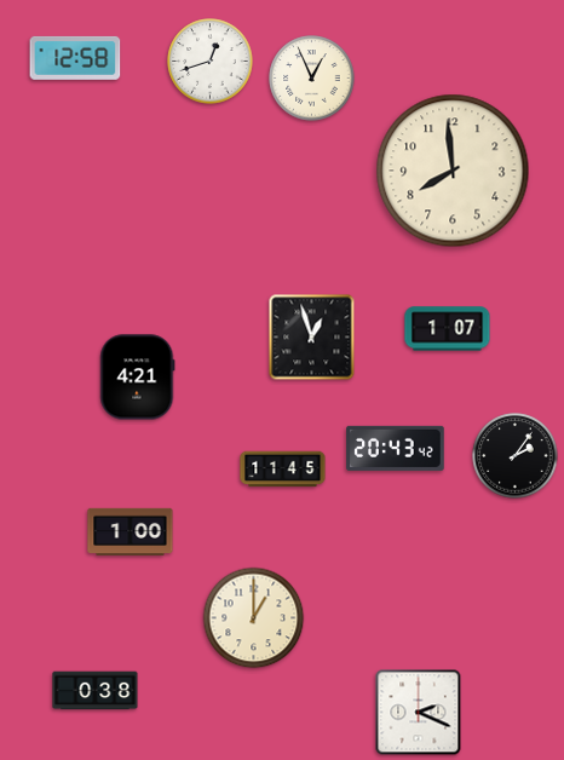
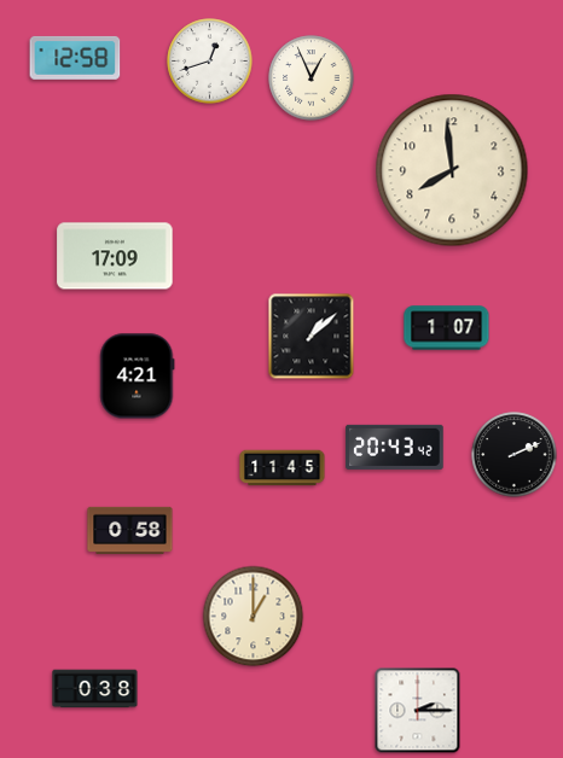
clock at (115, 256): none -> 17:09
clock at (312, 338): 12:57 -> 1:08
clock at (516, 456): 2:06 -> 2:11
clock at (131, 531): 1:00 -> 0:58
clock at (419, 713): 2:19 -> 2:15
